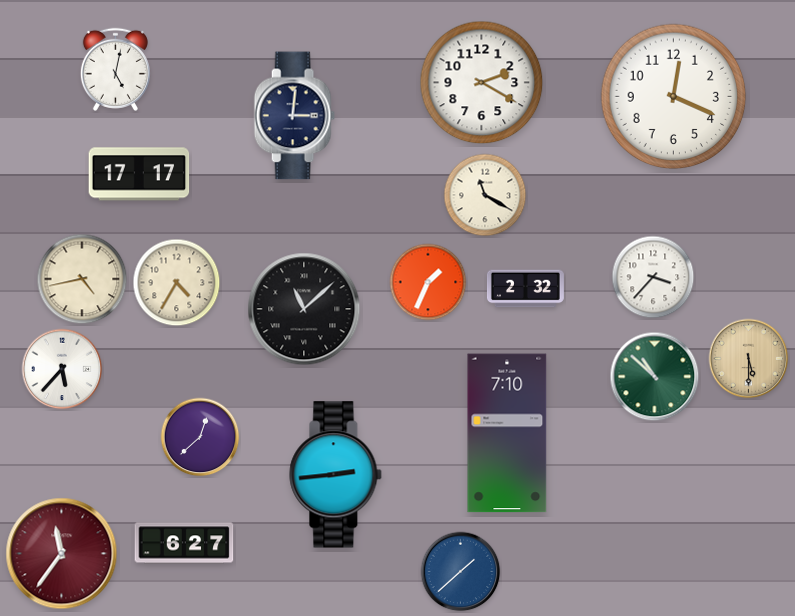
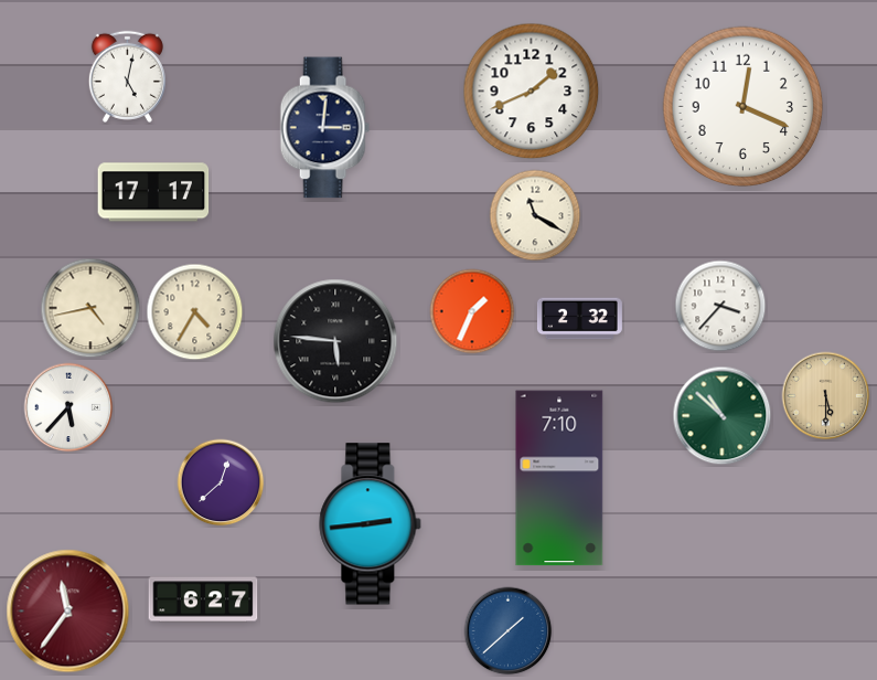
clock at (482, 83): 2:20 -> 1:41
clock at (304, 309): 11:08 -> 5:46
